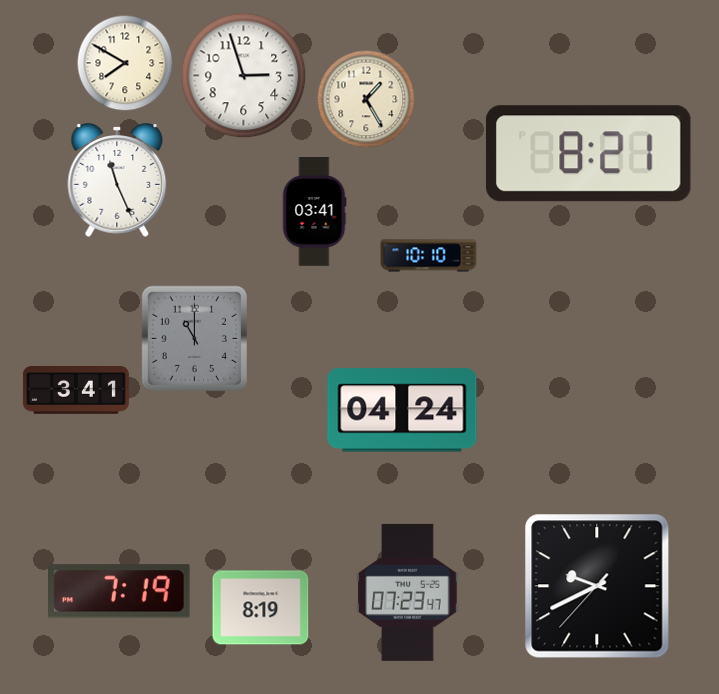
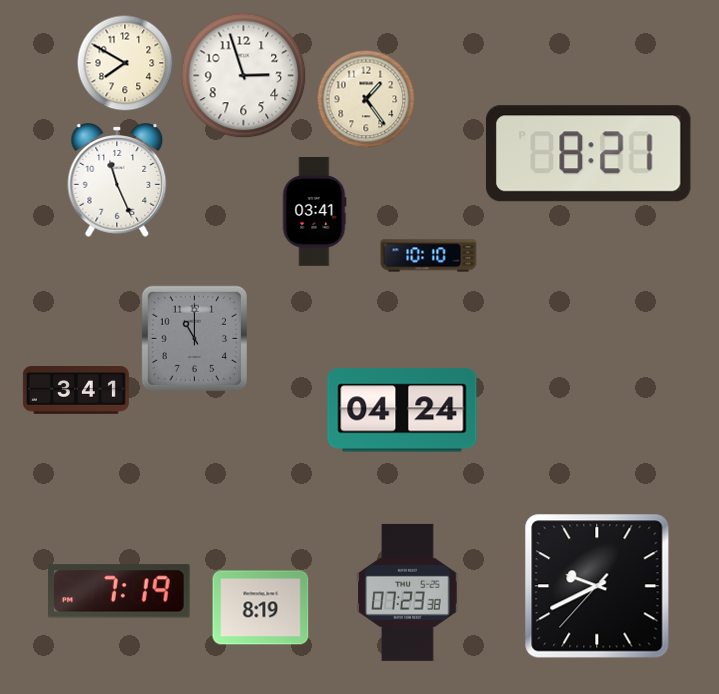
clock at (366, 99): 1:25 -> 1:24
clock at (408, 592): 07:23:47 -> 07:23:38
